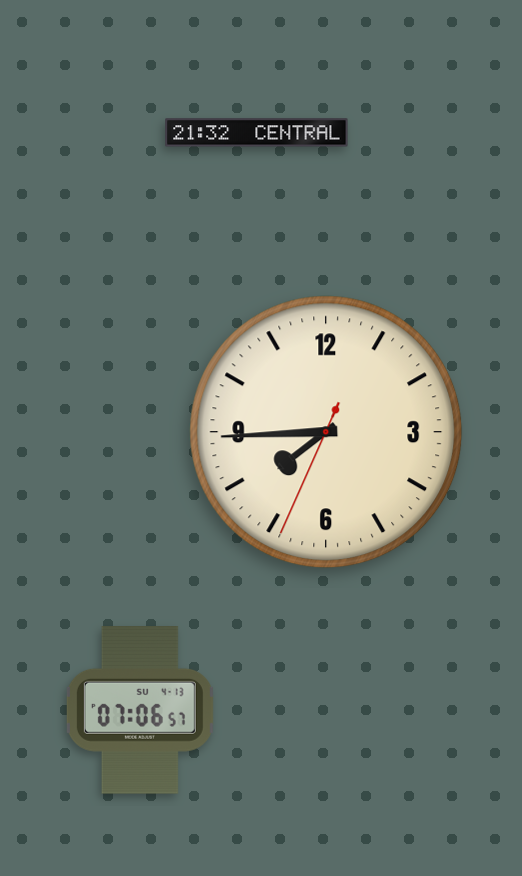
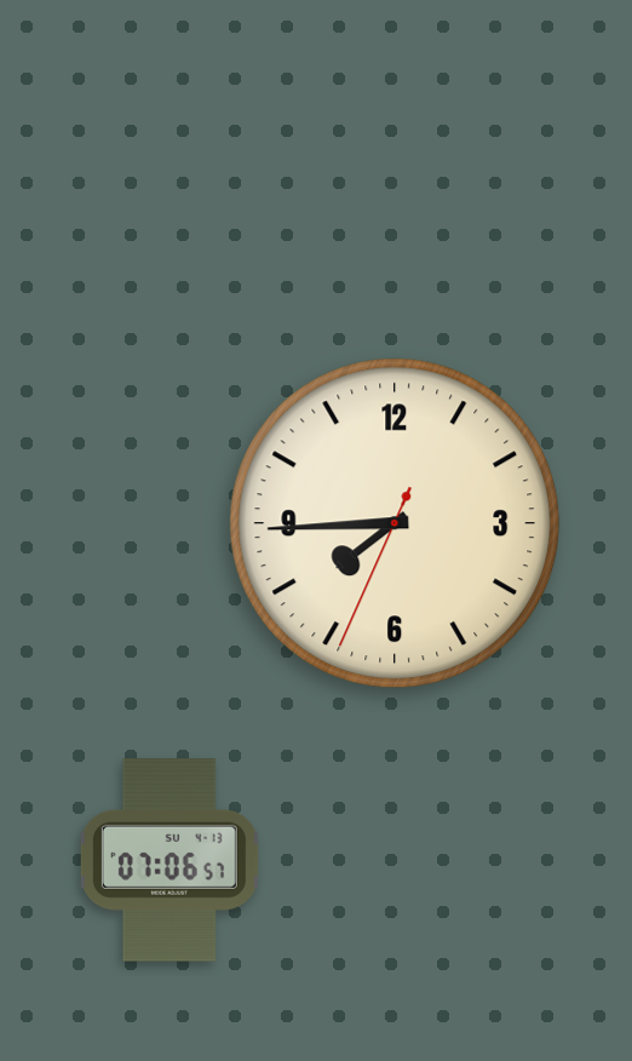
clock at (257, 133): 21:32 -> none
